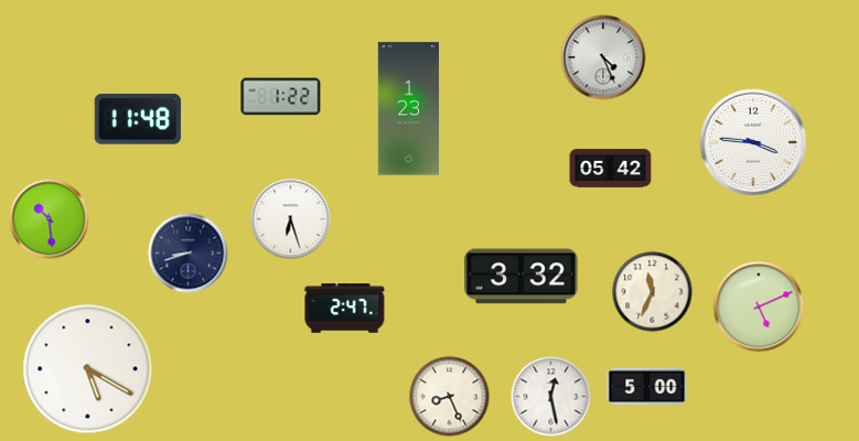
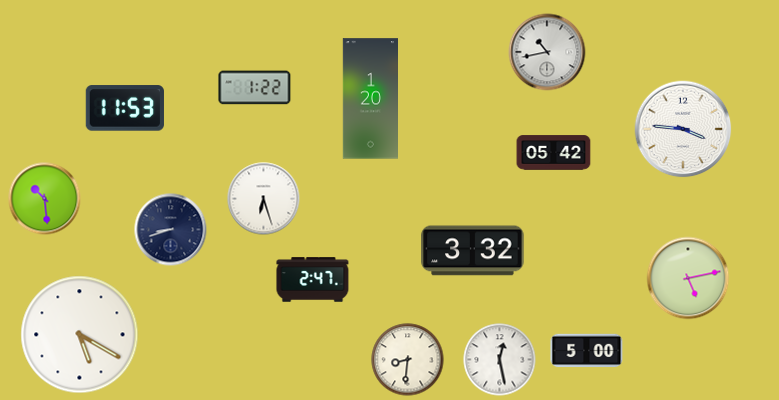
clock at (603, 57): 4:26 -> 10:43
clock at (408, 109): 1:23 -> 1:20
clock at (138, 119): 11:48 -> 11:53
clock at (653, 292): 11:34 -> none
clock at (759, 306): 5:11 -> 5:13
clock at (450, 397): 8:26 -> 8:31
